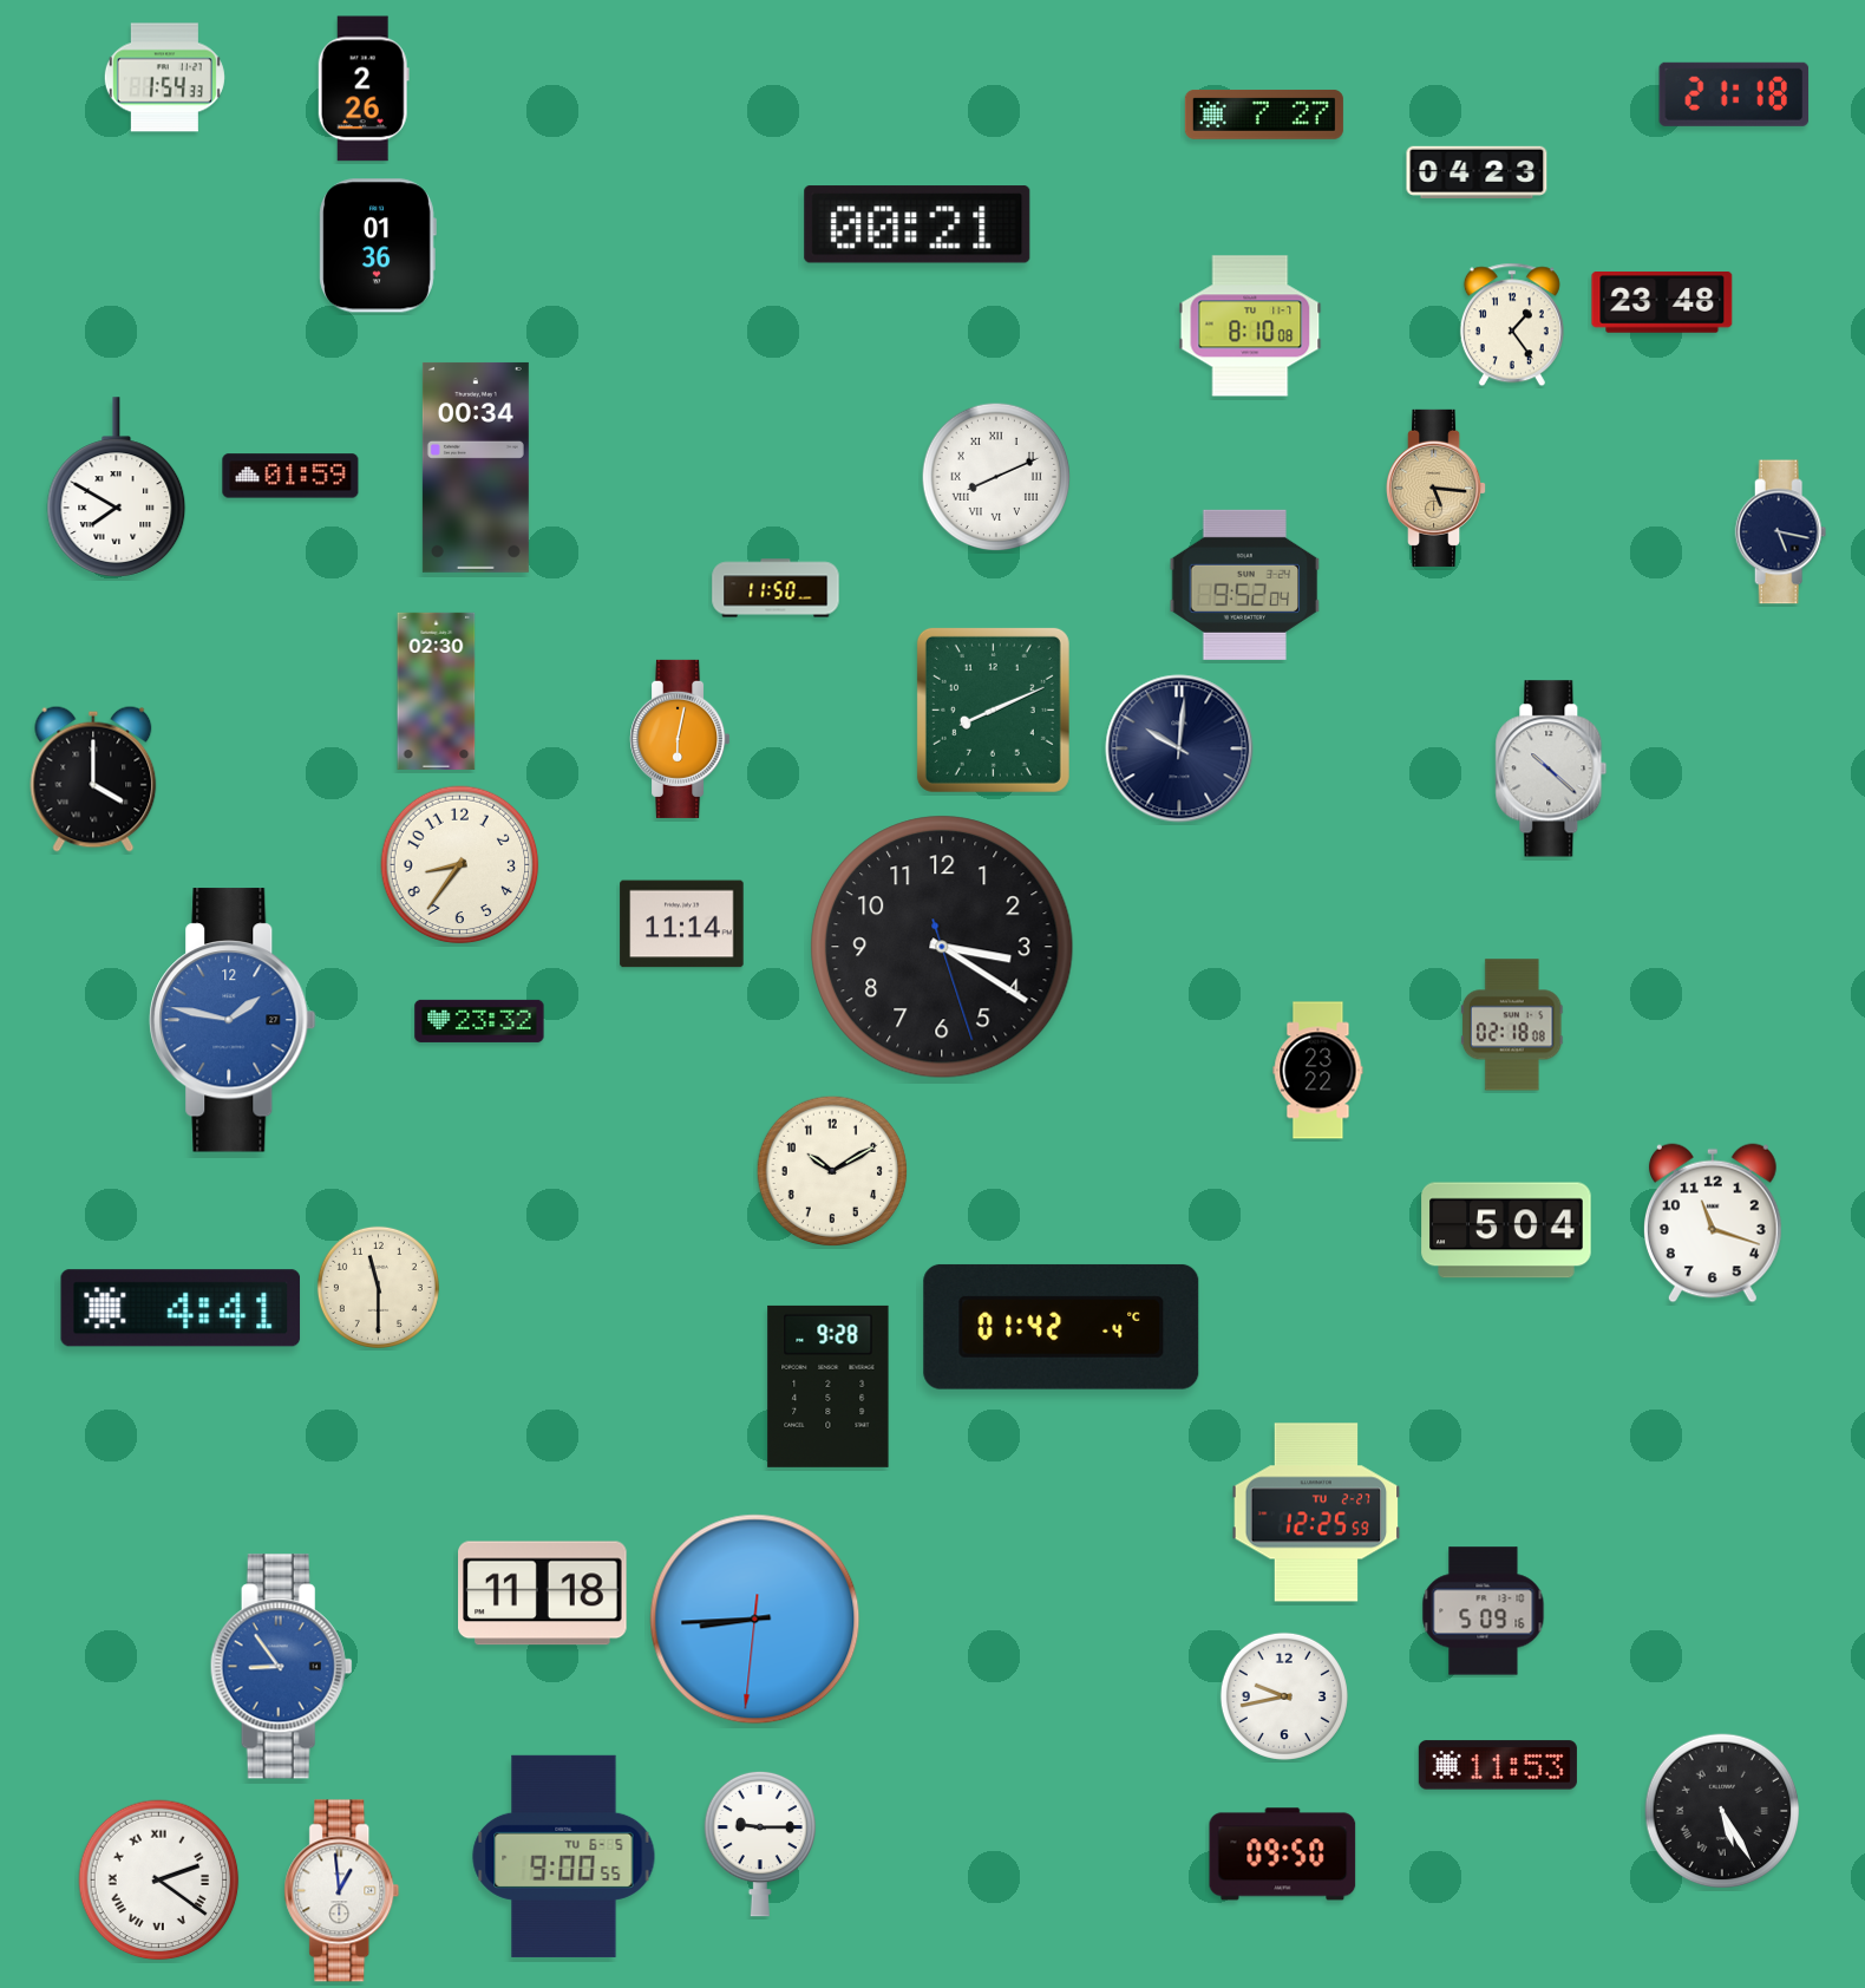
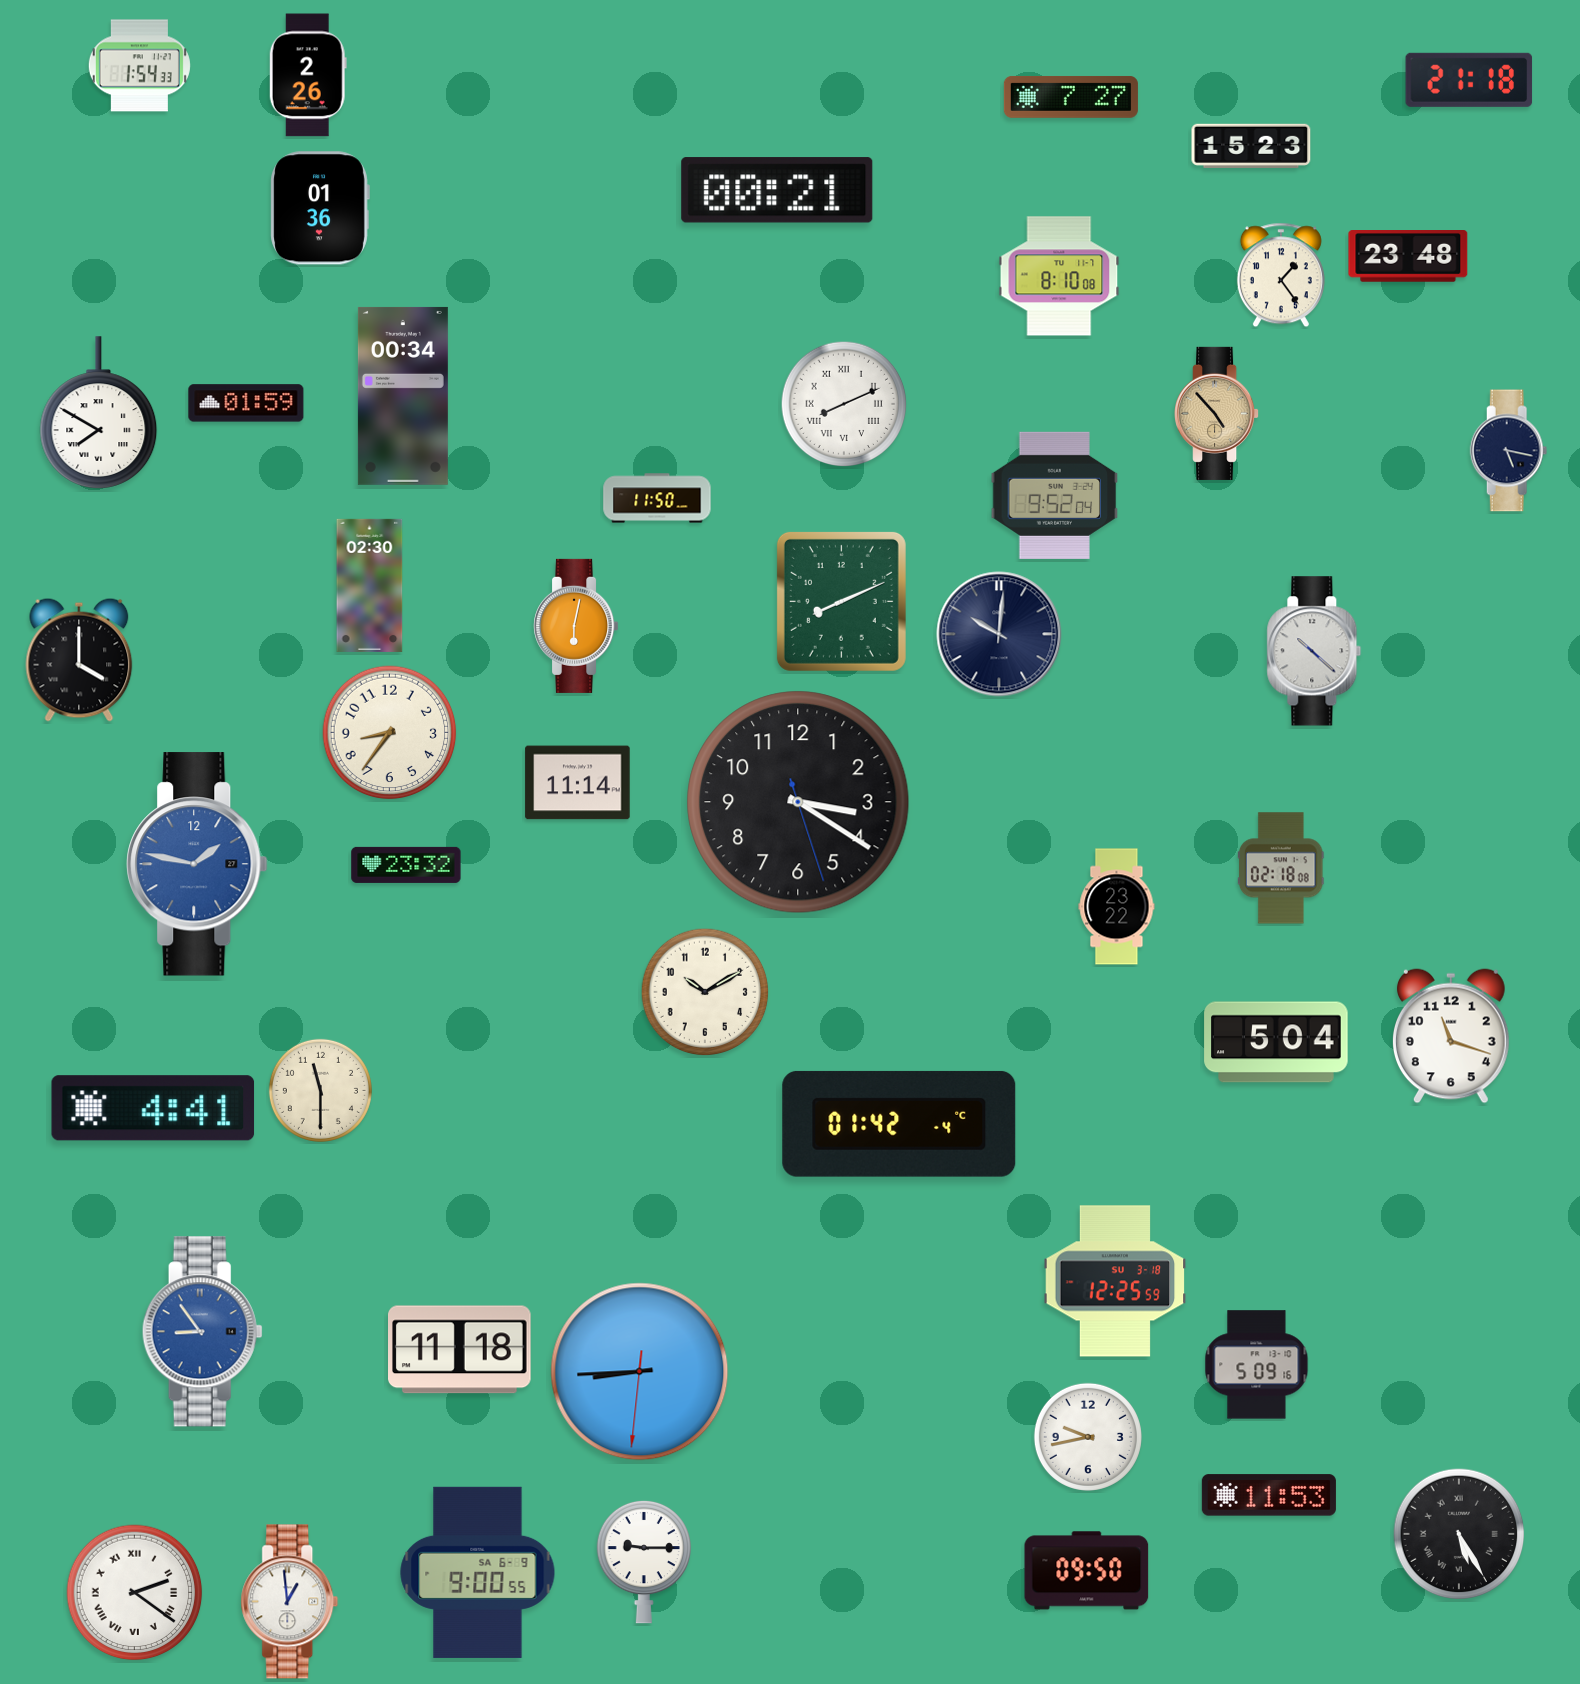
clock at (1477, 172): 04:23 -> 15:23
clock at (1438, 488): 5:16 -> 4:53
clock at (829, 1386): 9:28 -> none
clock at (1316, 1512) date: TU 2-27 -> SU 3-18
clock at (281, 1667) position: (281, 1667) -> (202, 1332)
clock at (564, 1856) date: TU 6-5 -> SA 6-9
